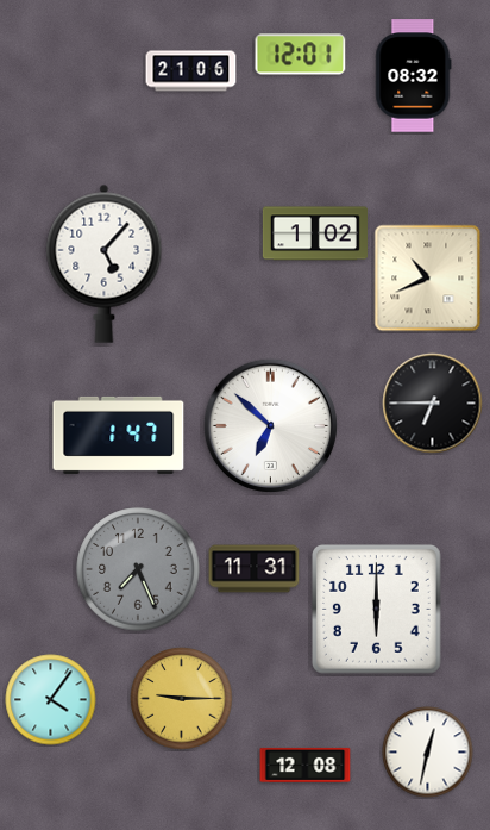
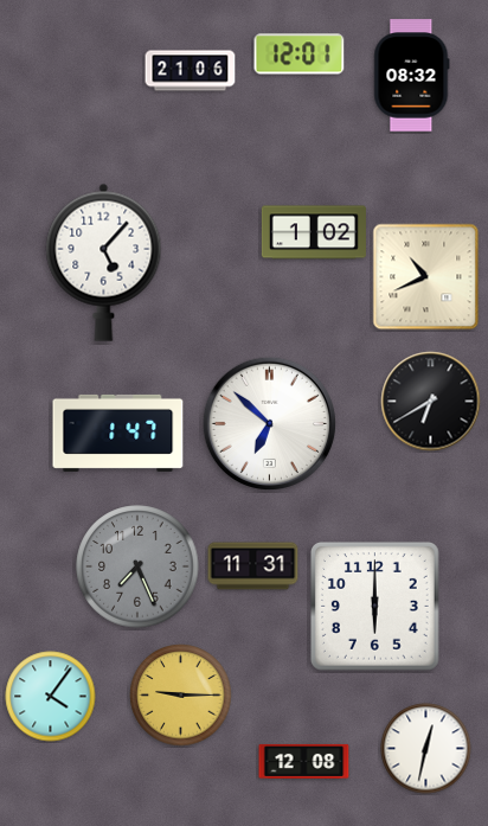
clock at (433, 404): 6:45 -> 6:40
